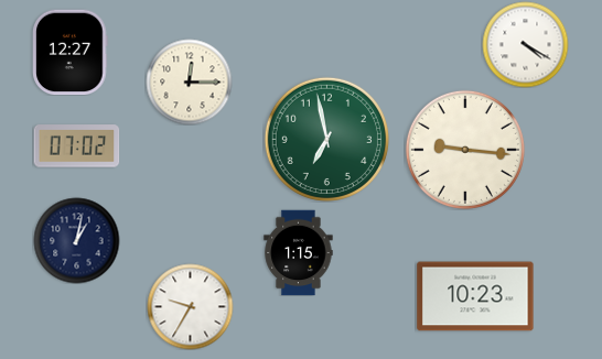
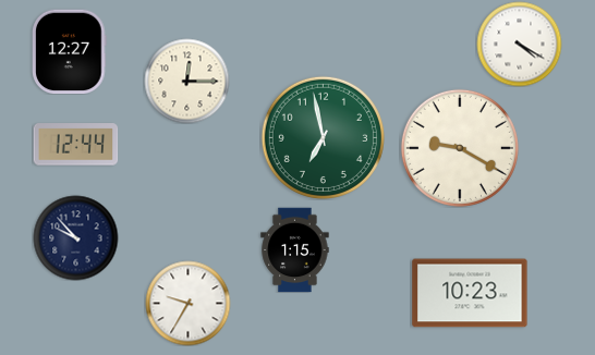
clock at (76, 146): 07:02 -> 12:44
clock at (465, 150): 9:16 -> 9:20
clock at (76, 240): 1:02 -> 9:53
